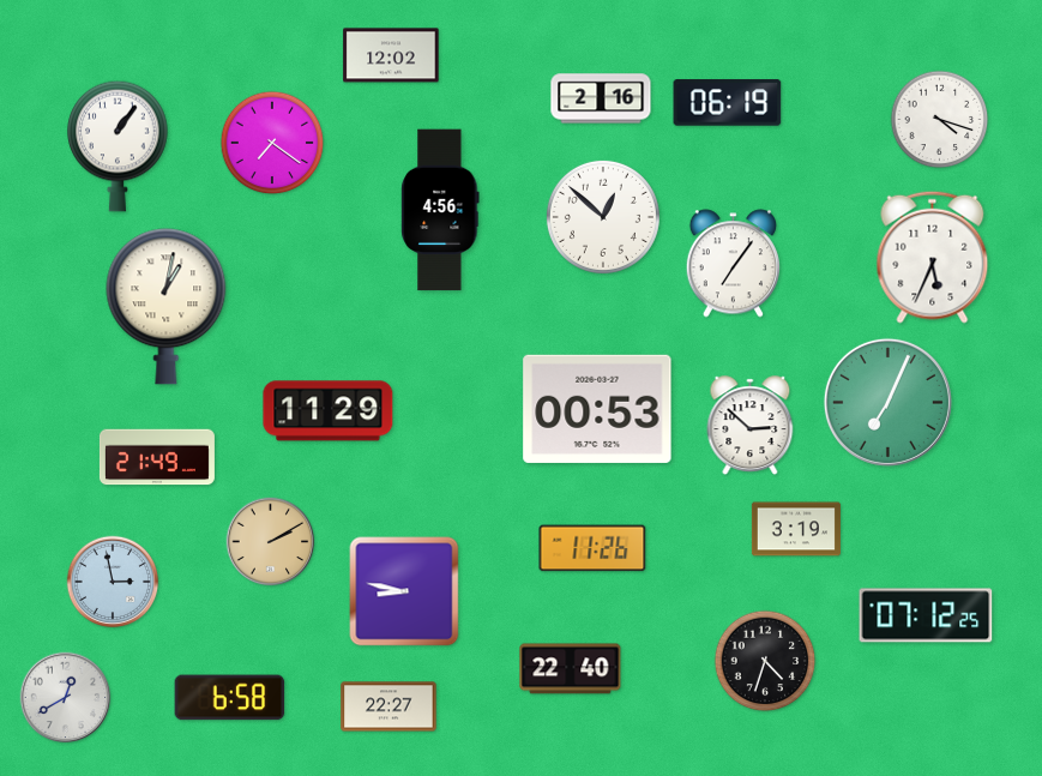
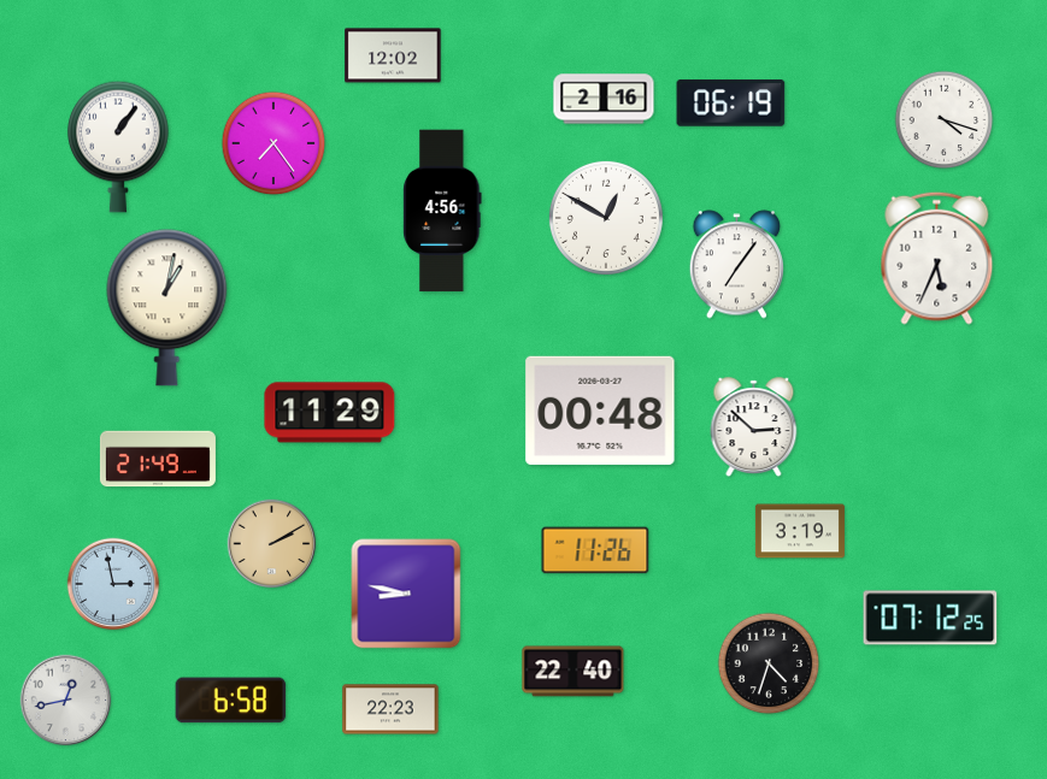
clock at (272, 143): 7:21 -> 7:24
clock at (603, 217): 12:52 -> 12:50
clock at (887, 402): 7:04 -> none
clock at (597, 409): 00:53 -> 00:48
clock at (66, 698): 12:40 -> 12:43
clock at (389, 706): 22:27 -> 22:23
